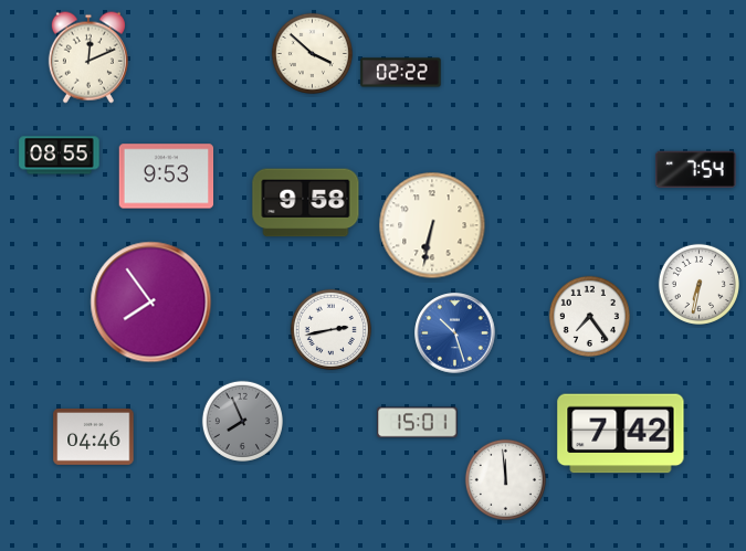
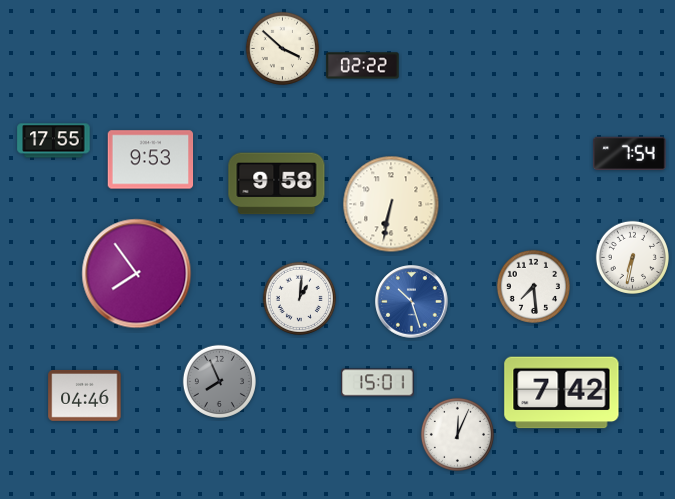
clock at (88, 57): 12:11 -> none
clock at (60, 156): 08:55 -> 17:55
clock at (589, 316): 7:24 -> 7:29
clock at (330, 329): 2:43 -> 1:01
clock at (505, 479): 11:59 -> 12:04
